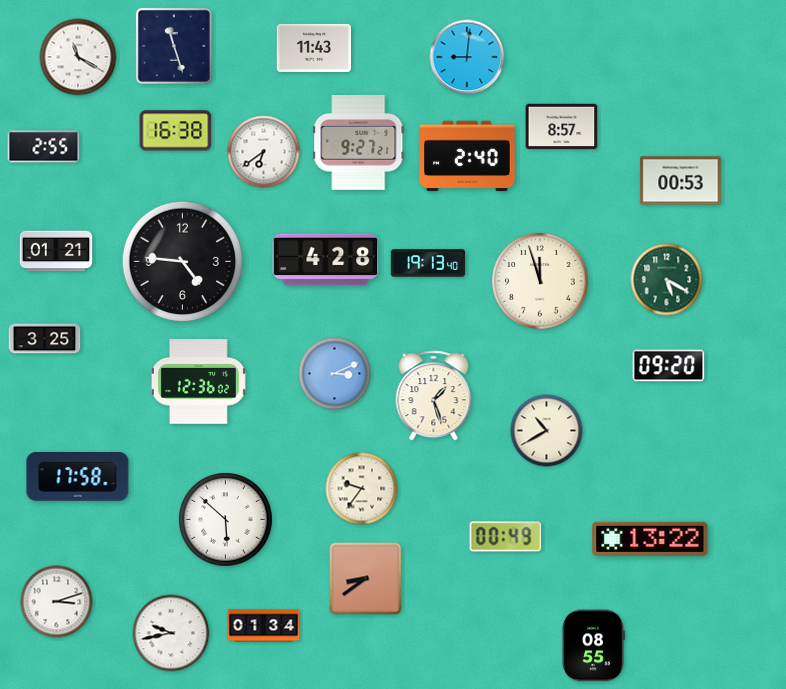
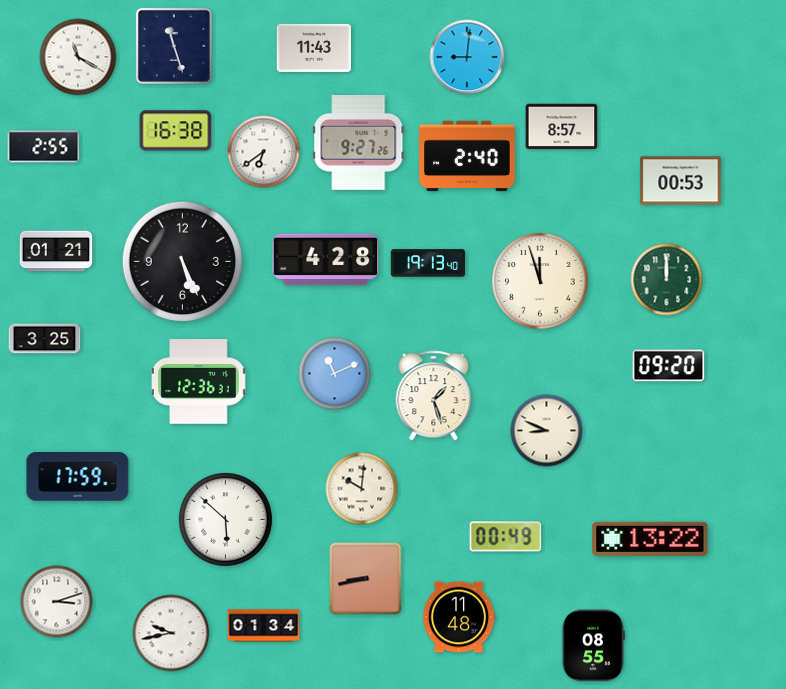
clock at (359, 143): 9:27:21 -> 9:27:26
clock at (182, 261): 4:46 -> 5:26
clock at (667, 280): 5:20 -> 12:00
clock at (335, 374): 3:11 -> 11:11
clock at (198, 382): 12:36:02 -> 12:36:31
clock at (547, 431): 10:40 -> 8:49
clock at (78, 477): 17:58 -> 17:59
clock at (362, 489): 9:36 -> 10:01
clock at (366, 579): 8:39 -> 8:43
clock at (459, 617): none -> 11:48
